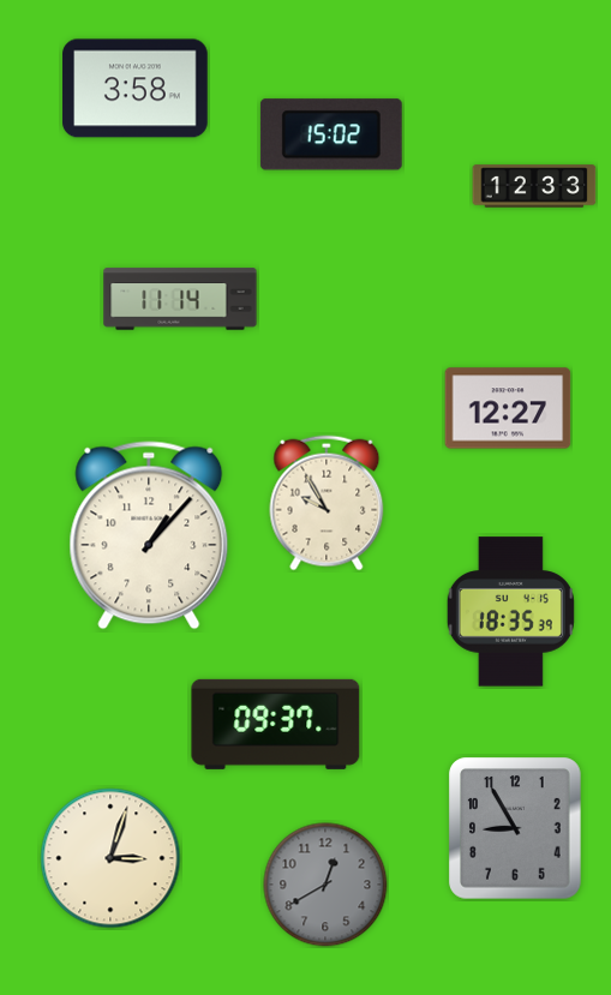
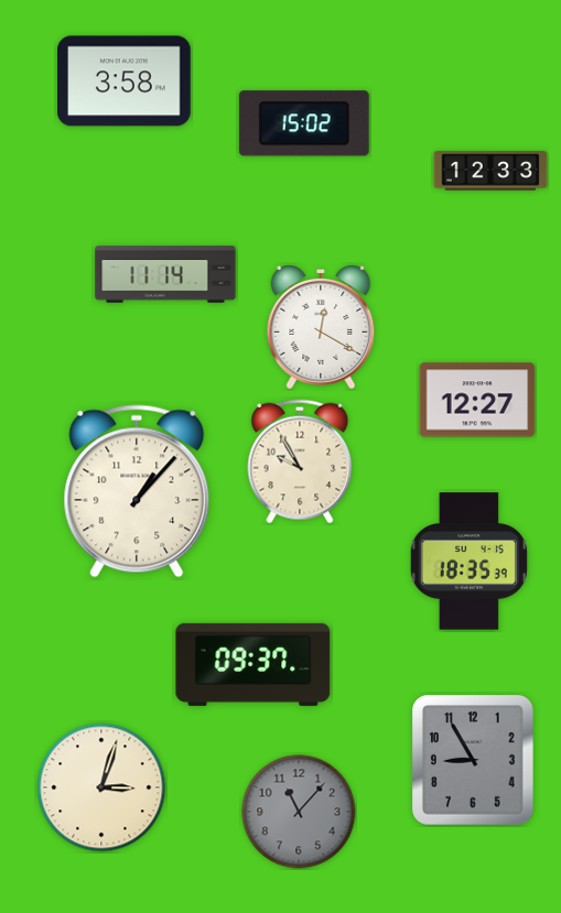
clock at (321, 328): none -> 12:20
clock at (508, 408) position: (508, 408) -> (477, 400)
clock at (325, 885): 12:40 -> 11:07
